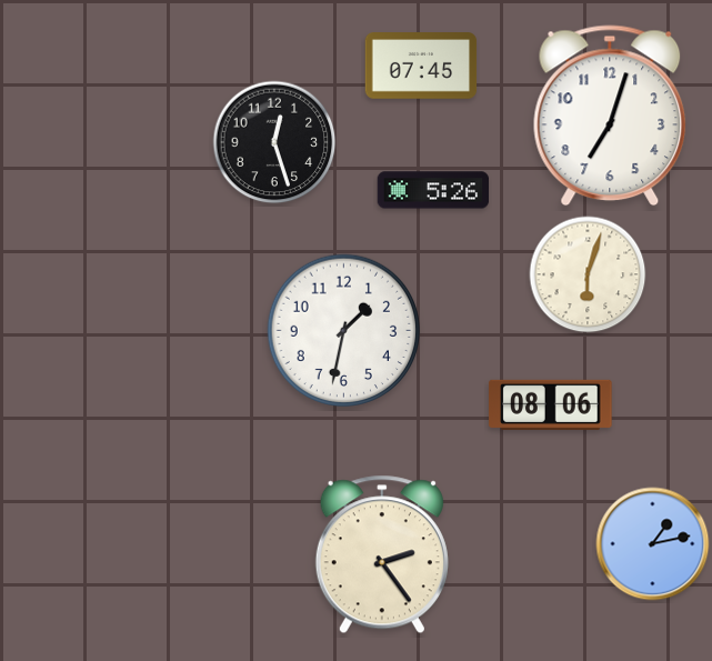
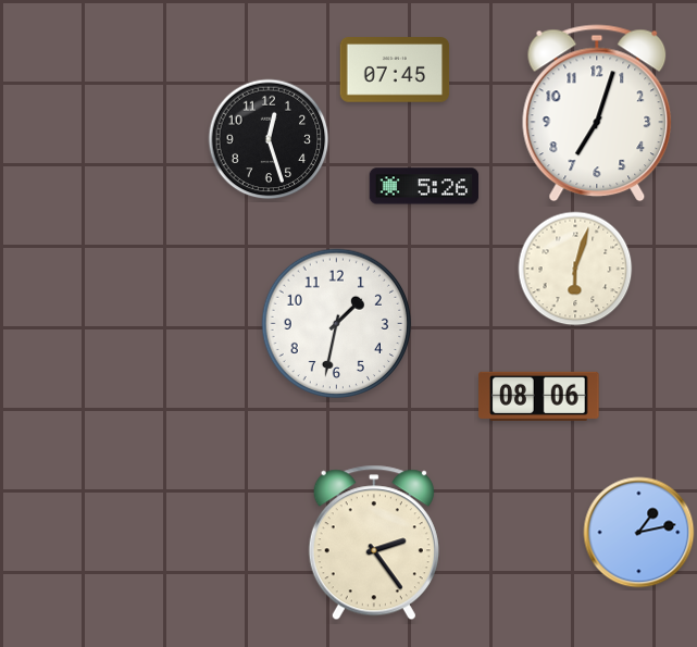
clock at (421, 66) position: (421, 66) -> (395, 70)
